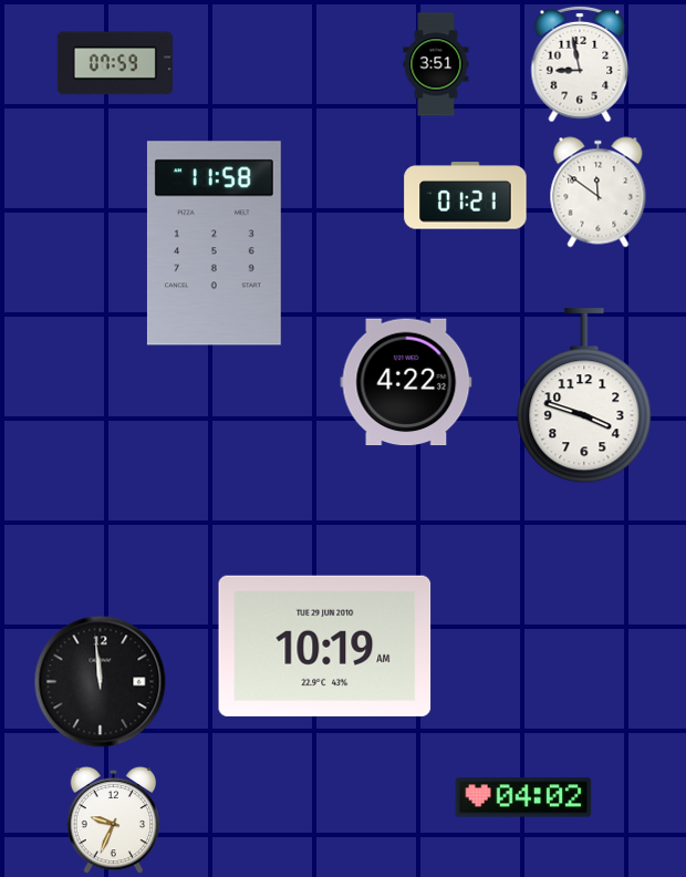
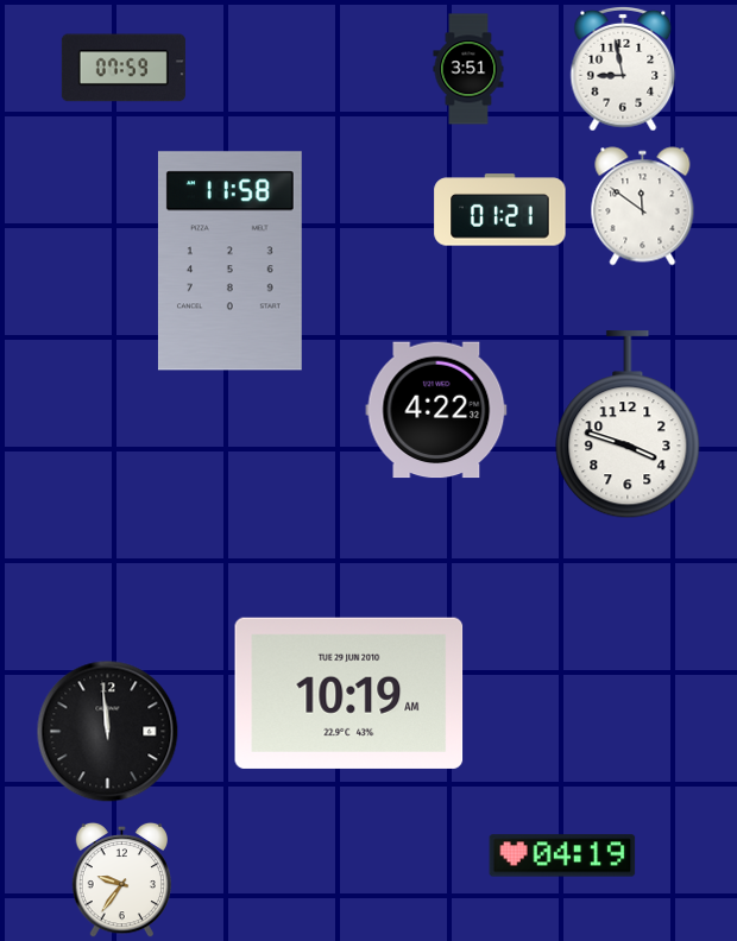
clock at (523, 797): 04:02 -> 04:19
clock at (114, 821): 9:34 -> 9:36
